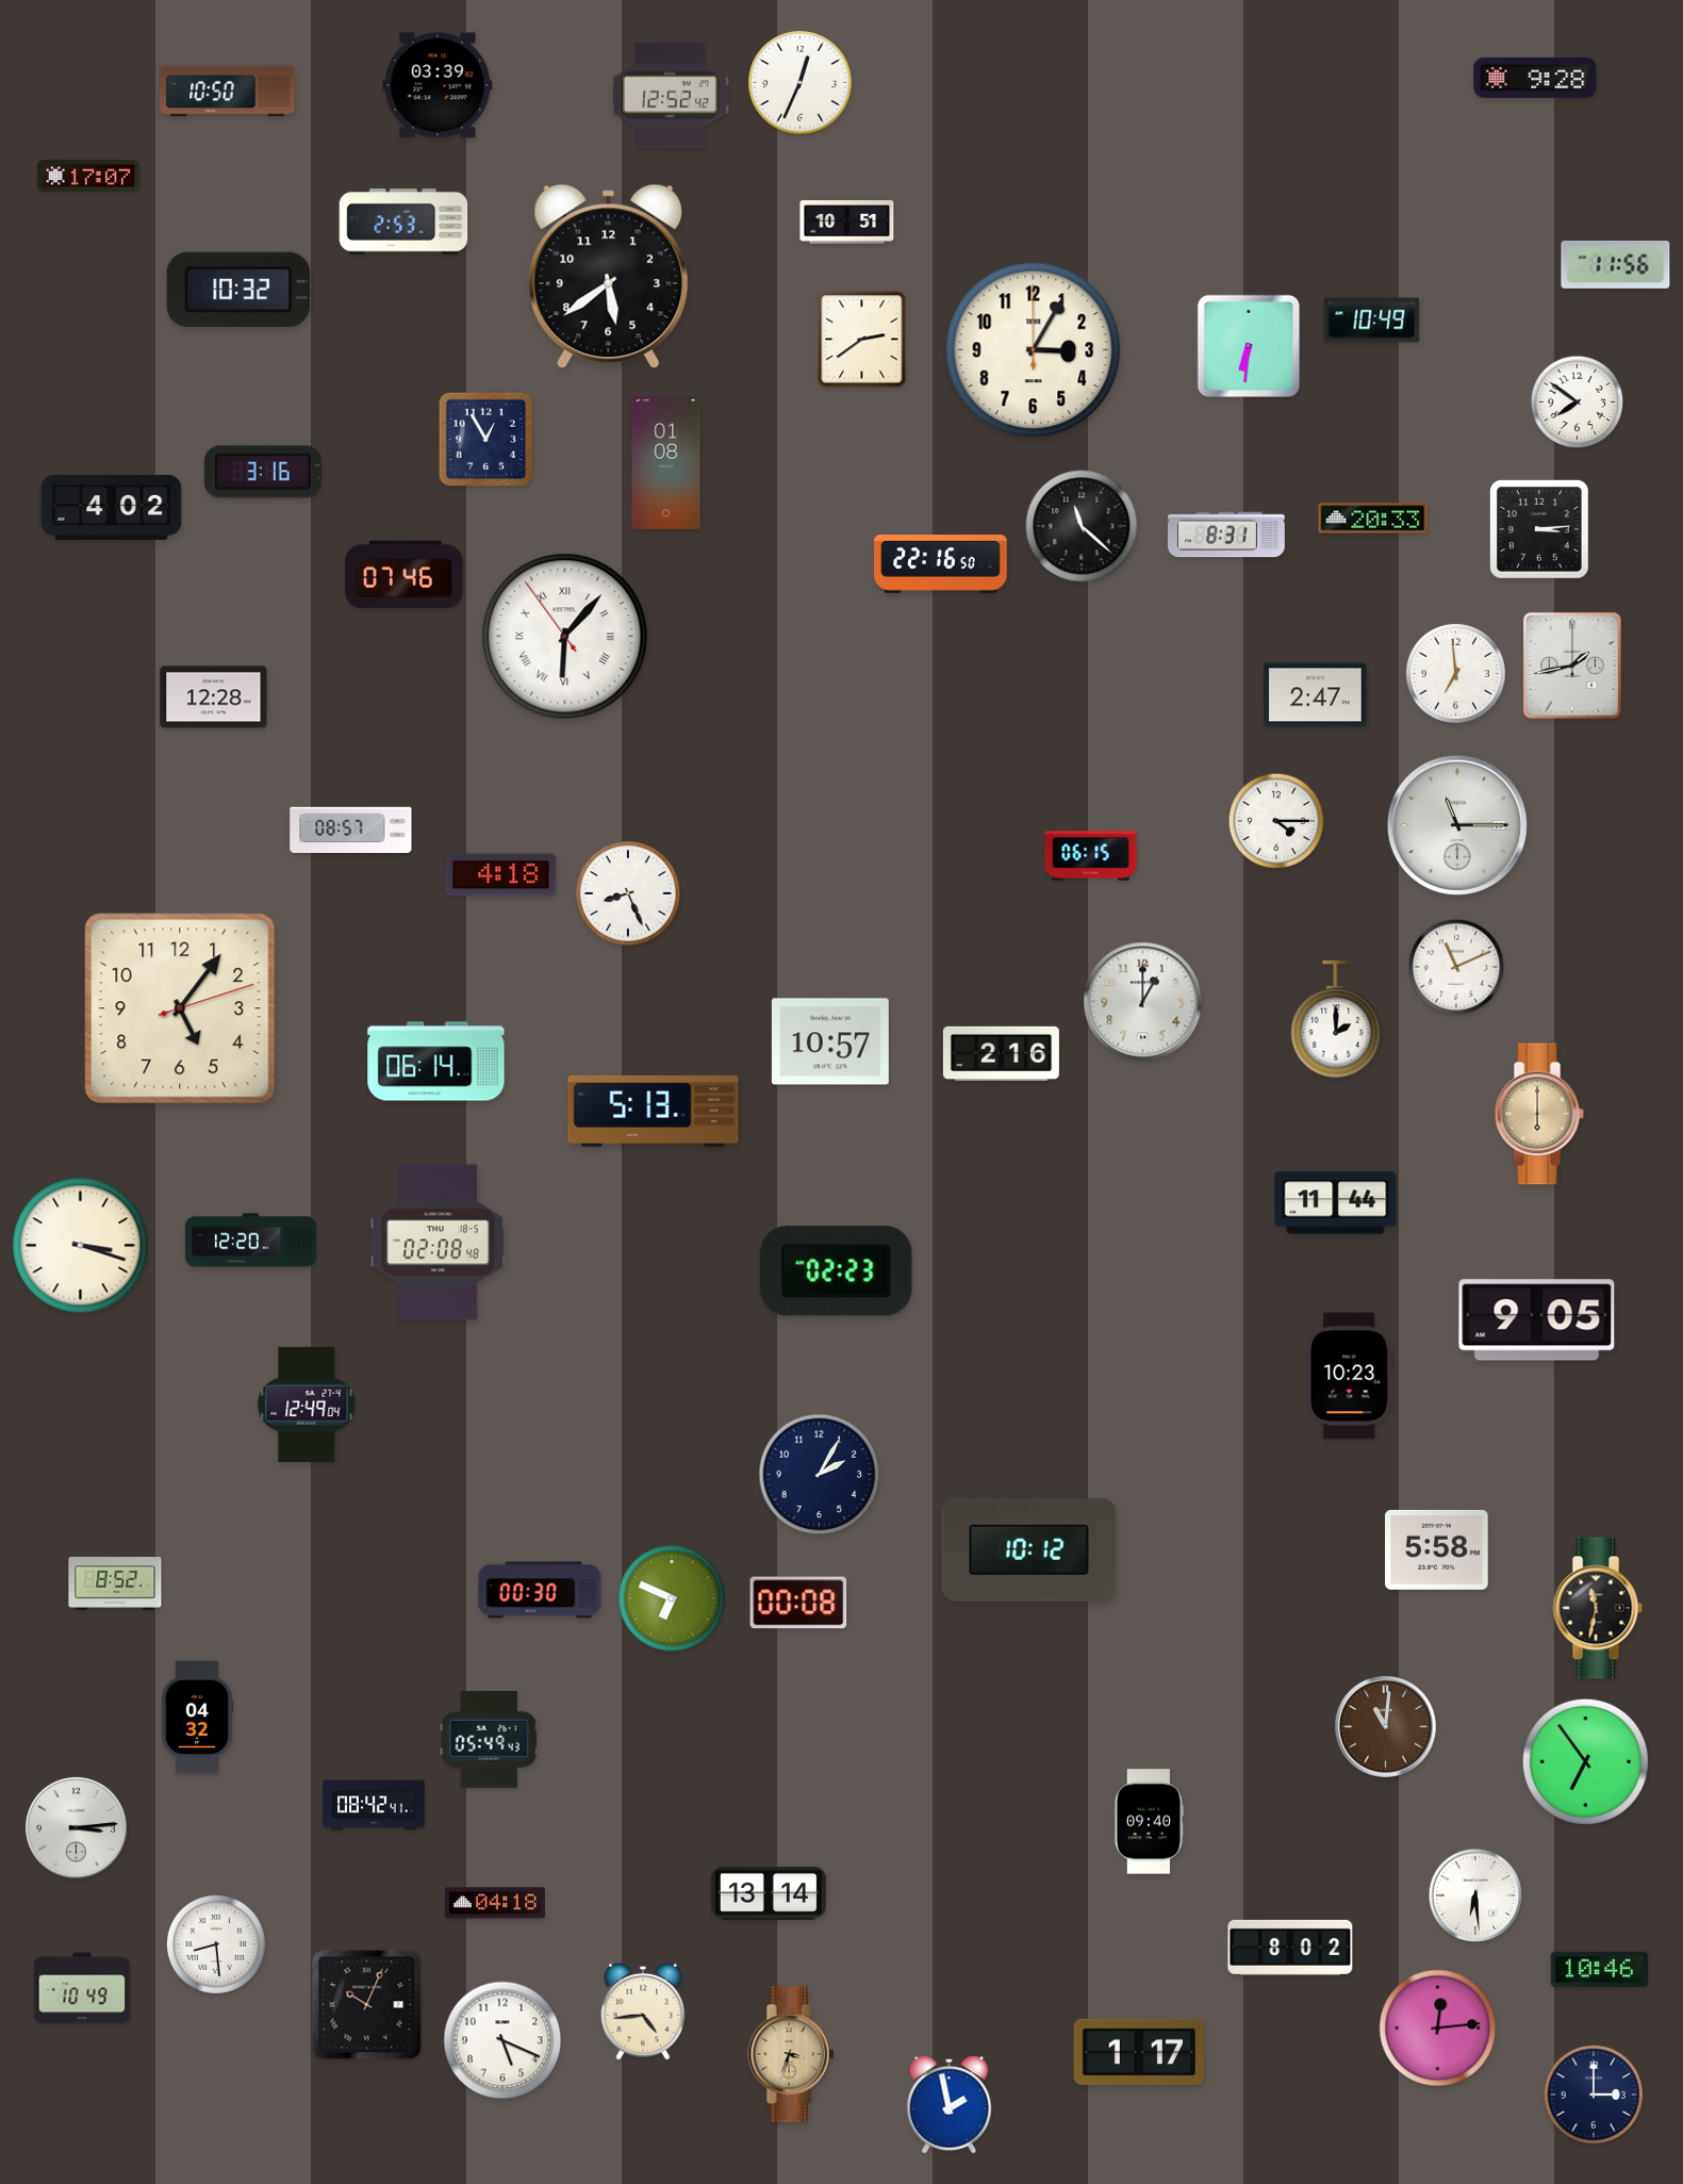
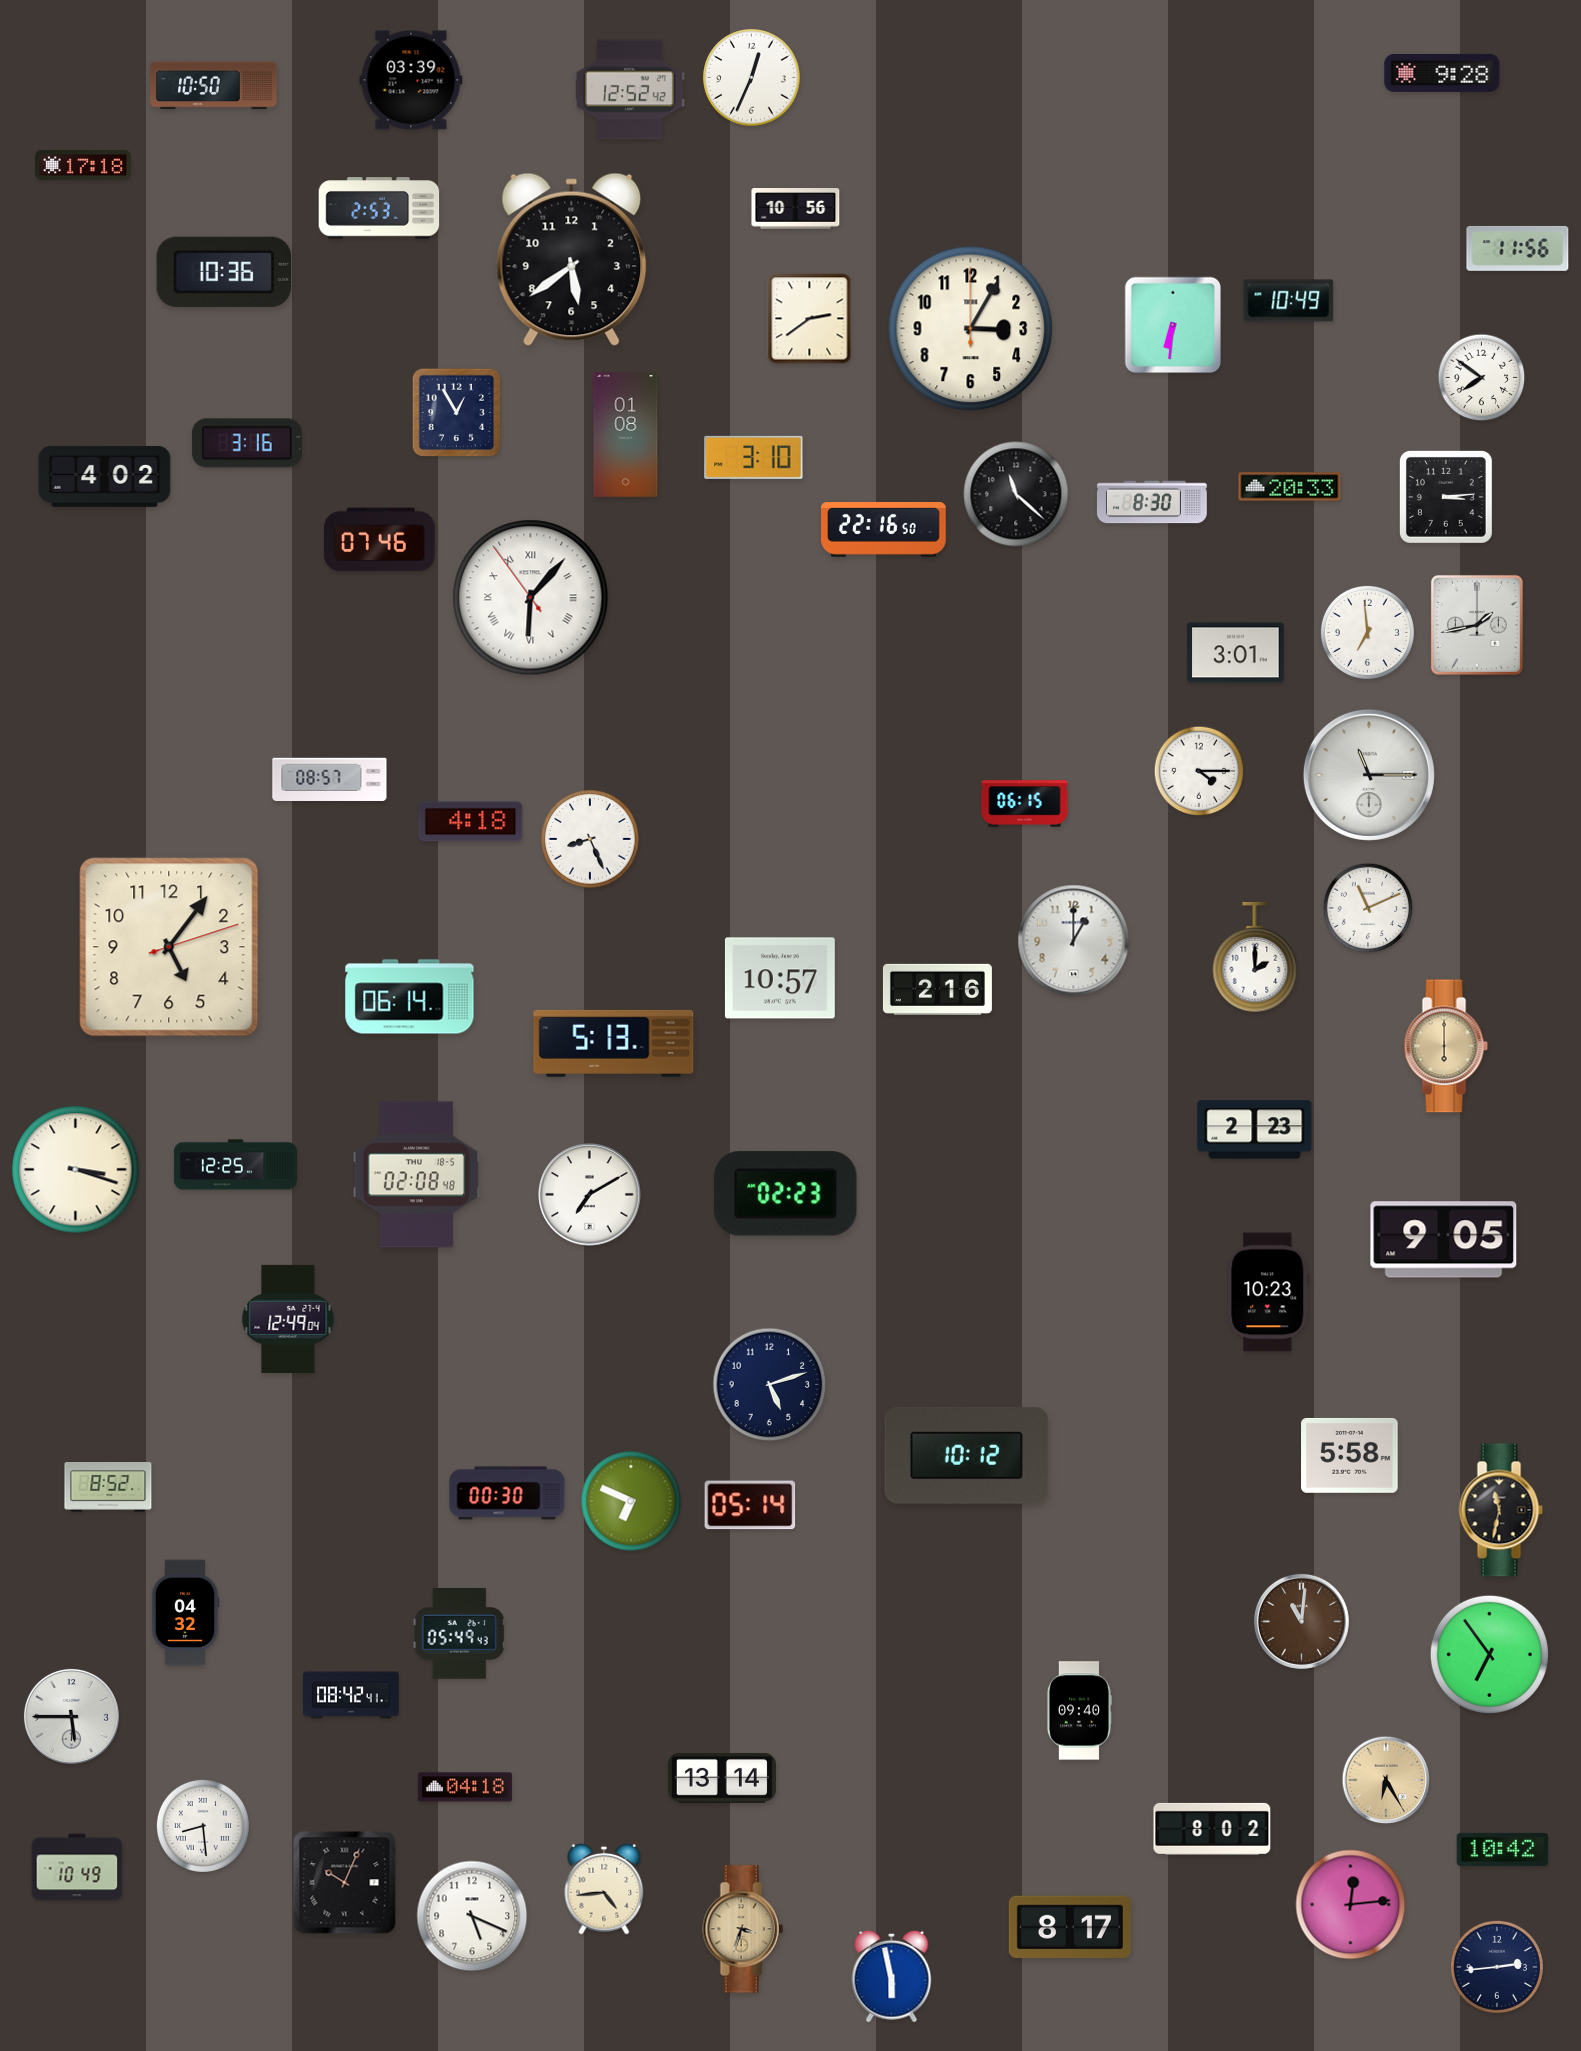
clock at (88, 177): 17:07 -> 17:18
clock at (847, 223): 10:51 -> 10:56
clock at (238, 290): 10:32 -> 10:36
clock at (754, 457): none -> 3:10
clock at (1226, 535): 8:31 -> 8:30
clock at (1316, 695): 2:47 -> 3:01
clock at (214, 697): 12:28 -> none
clock at (1001, 1053) position: (1001, 1053) -> (937, 989)
clock at (1336, 1203): 11:44 -> 2:23
clock at (250, 1241): 12:20 -> 12:25
clock at (438, 1243) position: (438, 1243) -> (416, 1175)
clock at (590, 1195): none -> 7:10
clock at (820, 1475): 2:05 -> 5:12
clock at (798, 1603): 00:08 -> 05:14
clock at (76, 1827): 3:14 -> 5:45
clock at (1475, 1895): 6:29 -> 6:25
clock at (1475, 1895) dial: white -> champagne
clock at (1600, 1969): 10:46 -> 10:42
clock at (1139, 2051): 1:17 -> 8:17
clock at (1594, 2095): 3:00 -> 2:44
clock at (950, 2104): 1:58 -> 5:58
